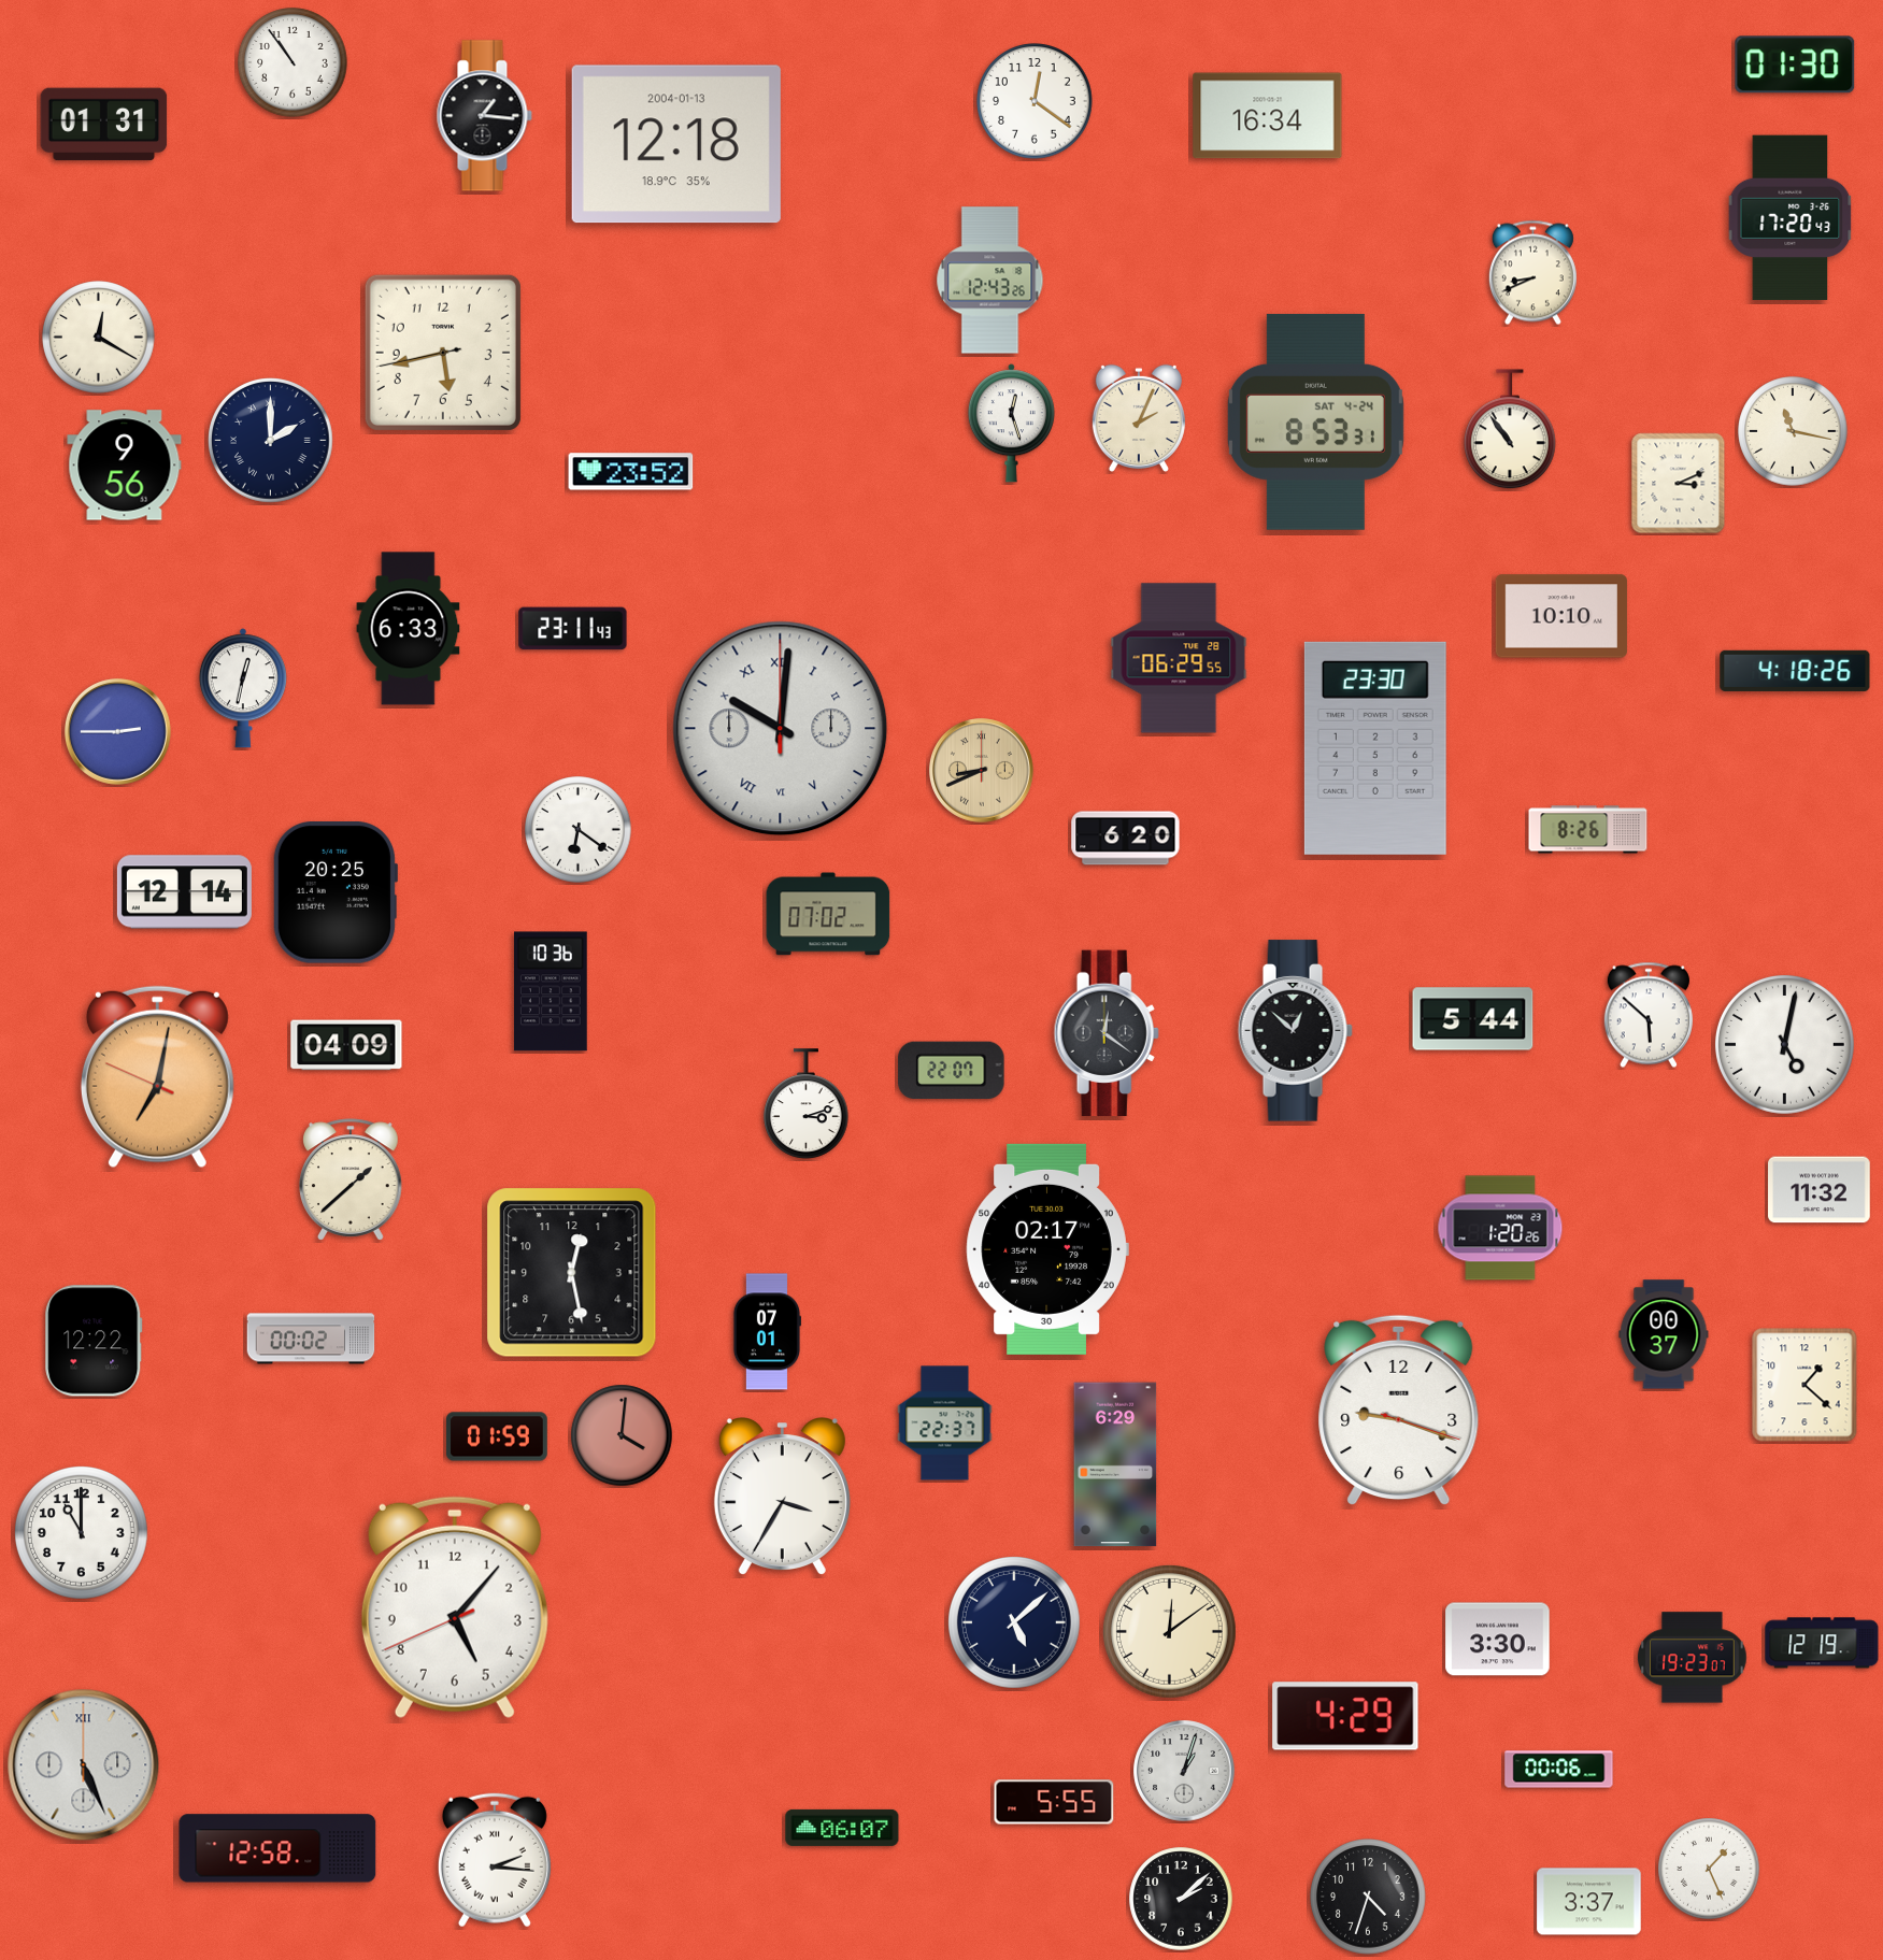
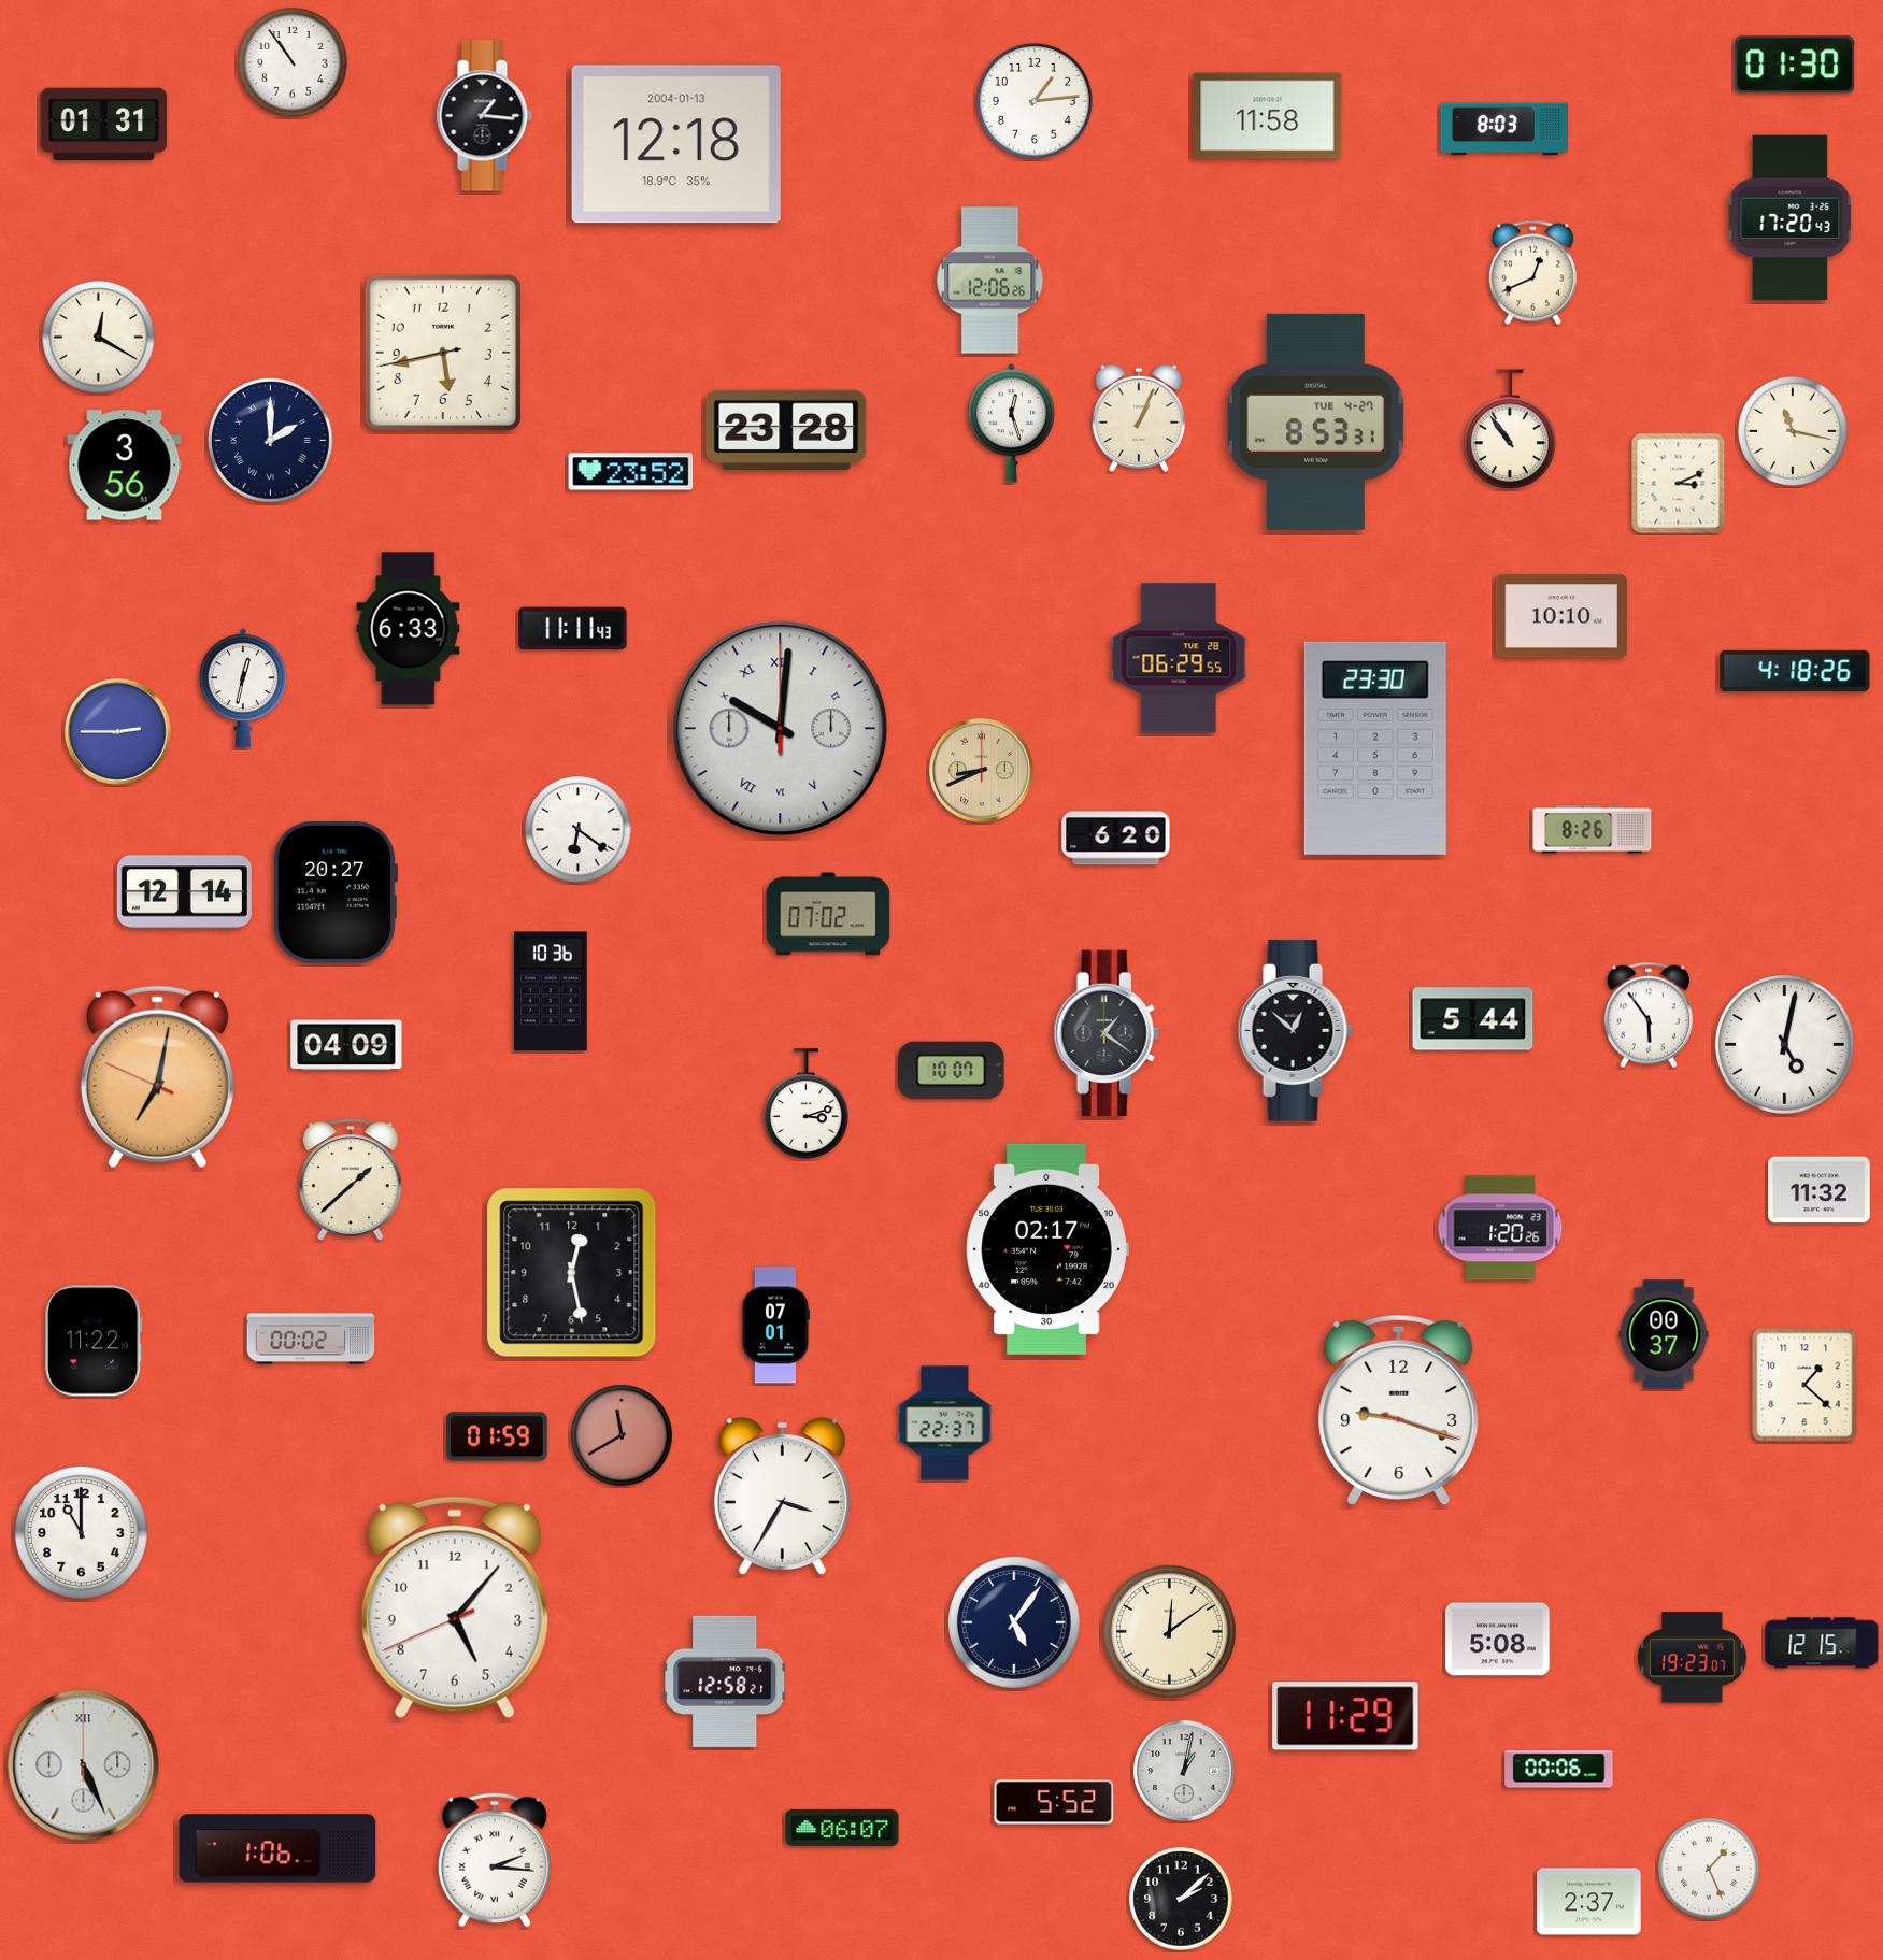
clock at (1035, 101): 12:21 -> 1:14
clock at (1268, 116): 16:34 -> 11:58
clock at (1504, 129): none -> 8:03
clock at (1532, 273): 8:41 -> 12:41
clock at (990, 281): 12:43 -> 12:06
clock at (1139, 418): 2:04 -> 1:04
clock at (1315, 421) date: SAT 4-24 -> TUE 4-27
clock at (786, 429): none -> 23:28
clock at (125, 466): 9:56 -> 3:56
clock at (573, 629): 23:11 -> 11:11
clock at (1588, 830) position: (1588, 830) -> (1593, 830)
clock at (1126, 839) position: (1126, 839) -> (1116, 839)
clock at (334, 893): 20:25 -> 20:27
clock at (1649, 1015): 5:52 -> 5:54
clock at (1107, 1033): 12:21 -> 1:21
clock at (952, 1071): 22:07 -> 10:07
clock at (766, 1332) position: (766, 1332) -> (774, 1326)
clock at (94, 1341): 12:22 -> 11:22
clock at (622, 1435): 4:01 -> 11:40
clock at (1115, 1464): 6:29 -> none
clock at (1015, 1623): 5:08 -> 5:06
clock at (1498, 1640): 3:30 -> 5:08
clock at (1822, 1643): 12:19 -> 12:15
clock at (725, 1682): none -> 12:58
clock at (1345, 1716): 4:29 -> 11:29
clock at (1184, 1771): 1:03 -> 1:02
clock at (1054, 1802): 5:55 -> 5:52
clock at (277, 1848): 12:58 -> 1:06
clock at (1368, 1897): 4:33 -> none
clock at (1589, 1902): 3:37 -> 2:37
